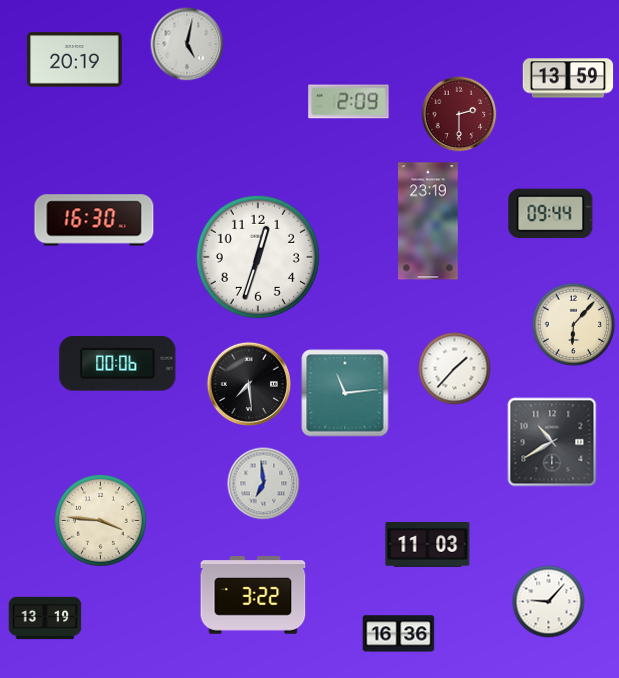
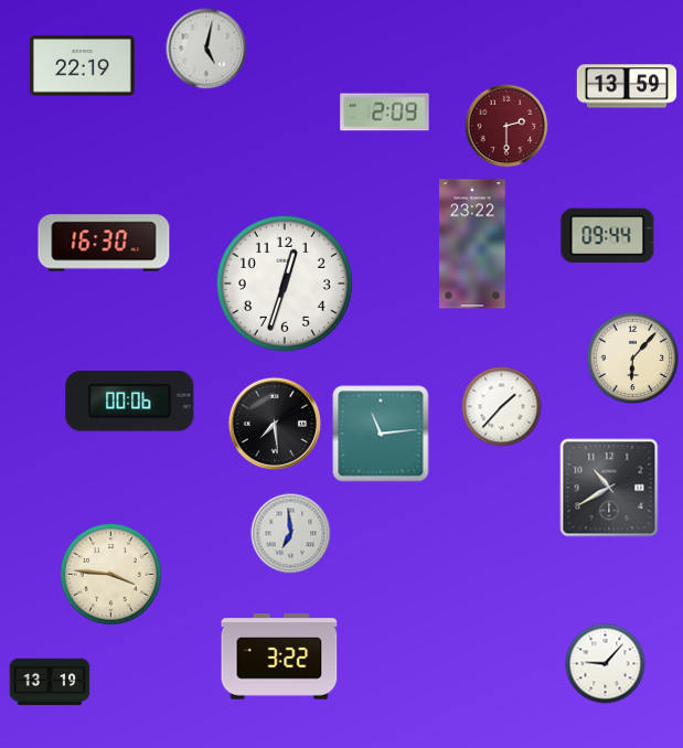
clock at (75, 60): 20:19 -> 22:19
clock at (428, 221): 23:19 -> 23:22
clock at (428, 545): 11:03 -> none
clock at (399, 634): 16:36 -> none
